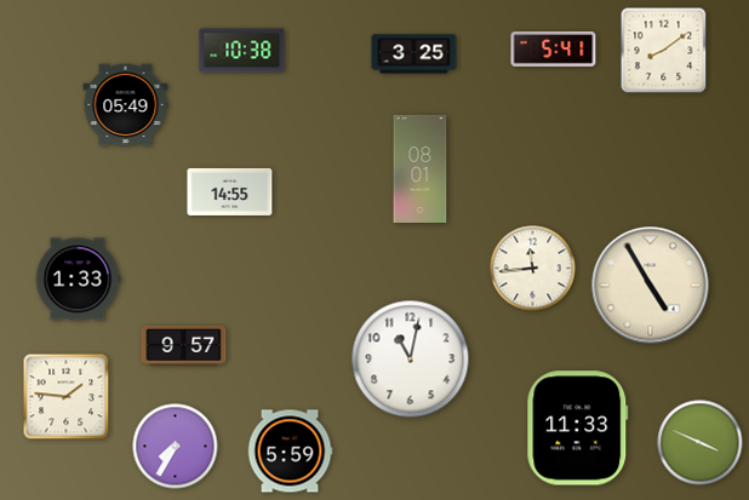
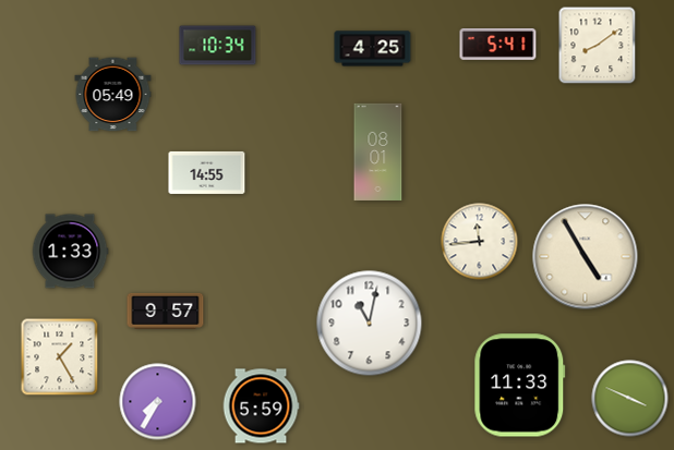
clock at (242, 51): 10:38 -> 10:34
clock at (414, 54): 3:25 -> 4:25
clock at (67, 397): 1:46 -> 1:25
